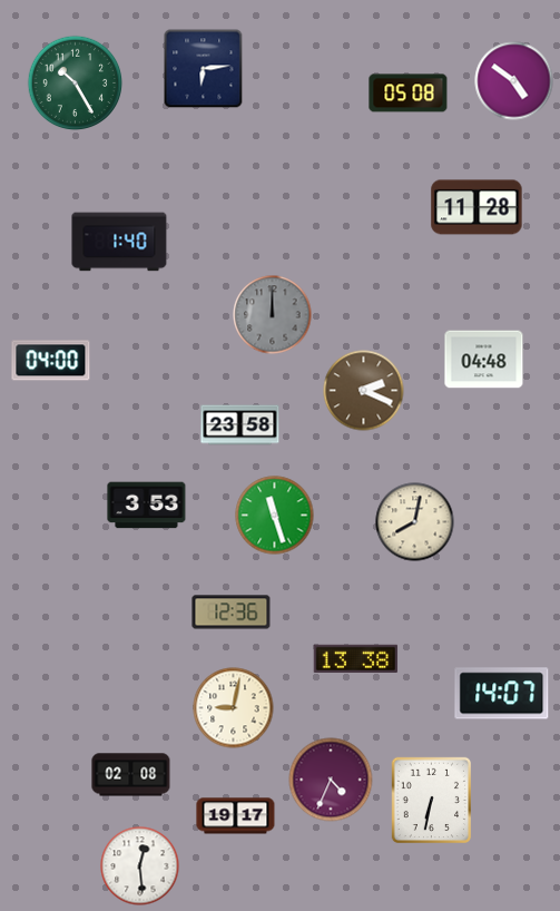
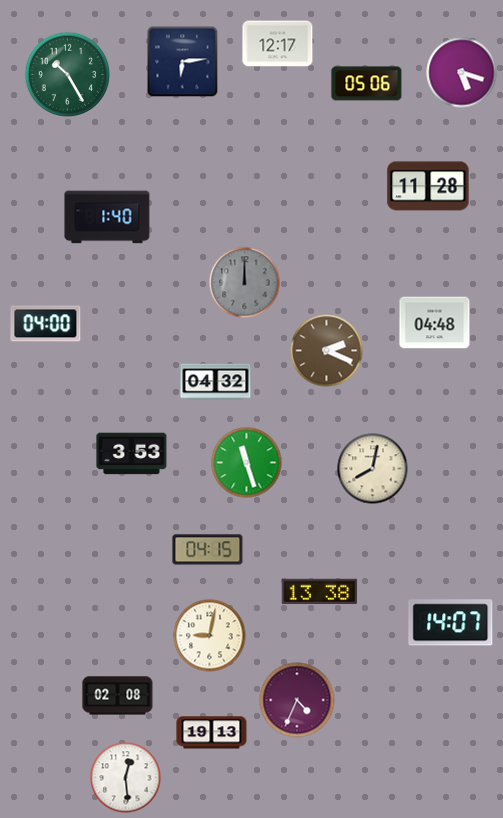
clock at (278, 44): none -> 12:17
clock at (514, 81): 4:51 -> 5:18
clock at (409, 94): 05:08 -> 05:06
clock at (240, 425): 23:58 -> 04:32
clock at (232, 613): 12:36 -> 04:15
clock at (431, 800): 6:32 -> none
clock at (236, 816): 19:17 -> 19:13
